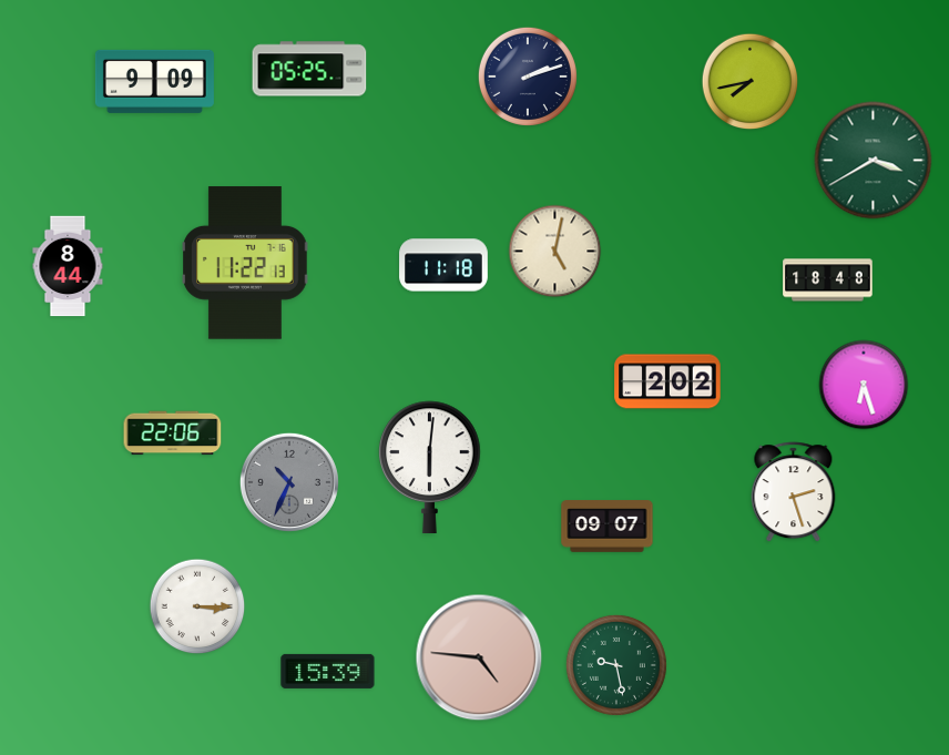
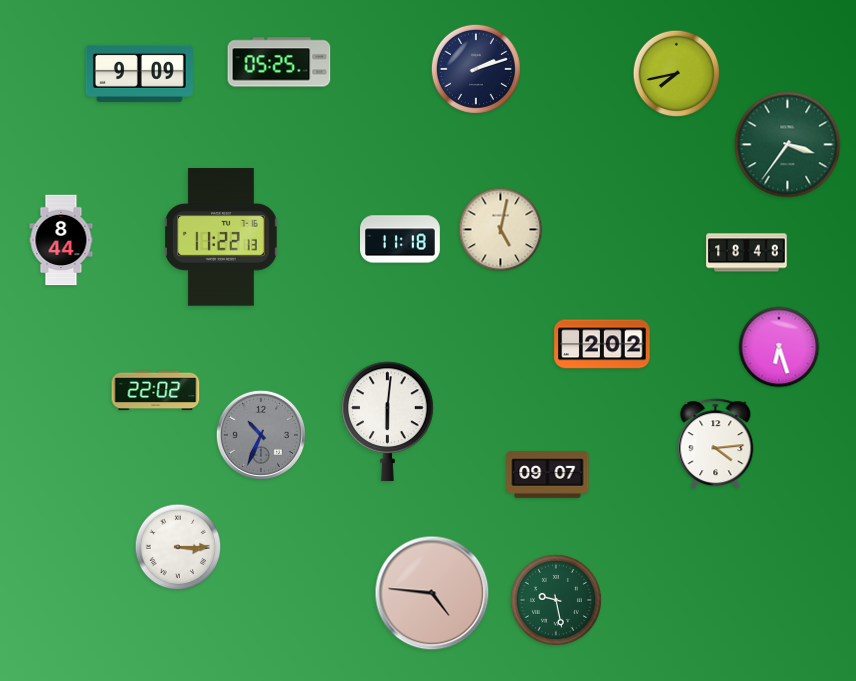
clock at (874, 161): 3:40 -> 3:36
clock at (555, 252) position: (555, 252) -> (501, 230)
clock at (173, 433): 22:06 -> 22:02
clock at (794, 492): 2:27 -> 4:14
clock at (328, 671): 15:39 -> none
